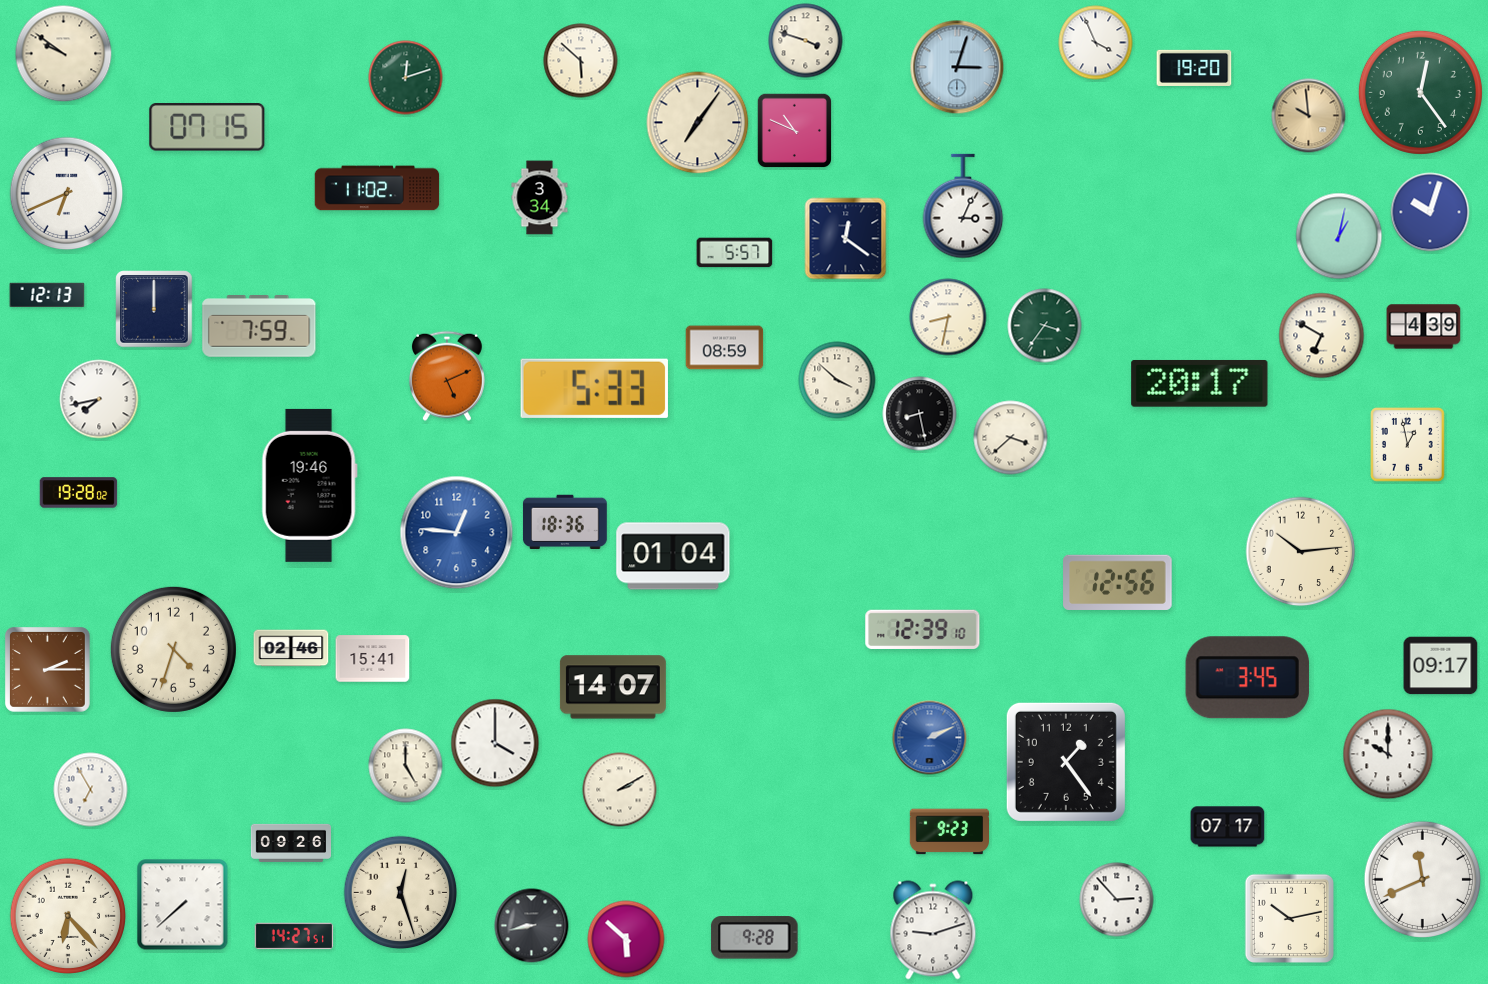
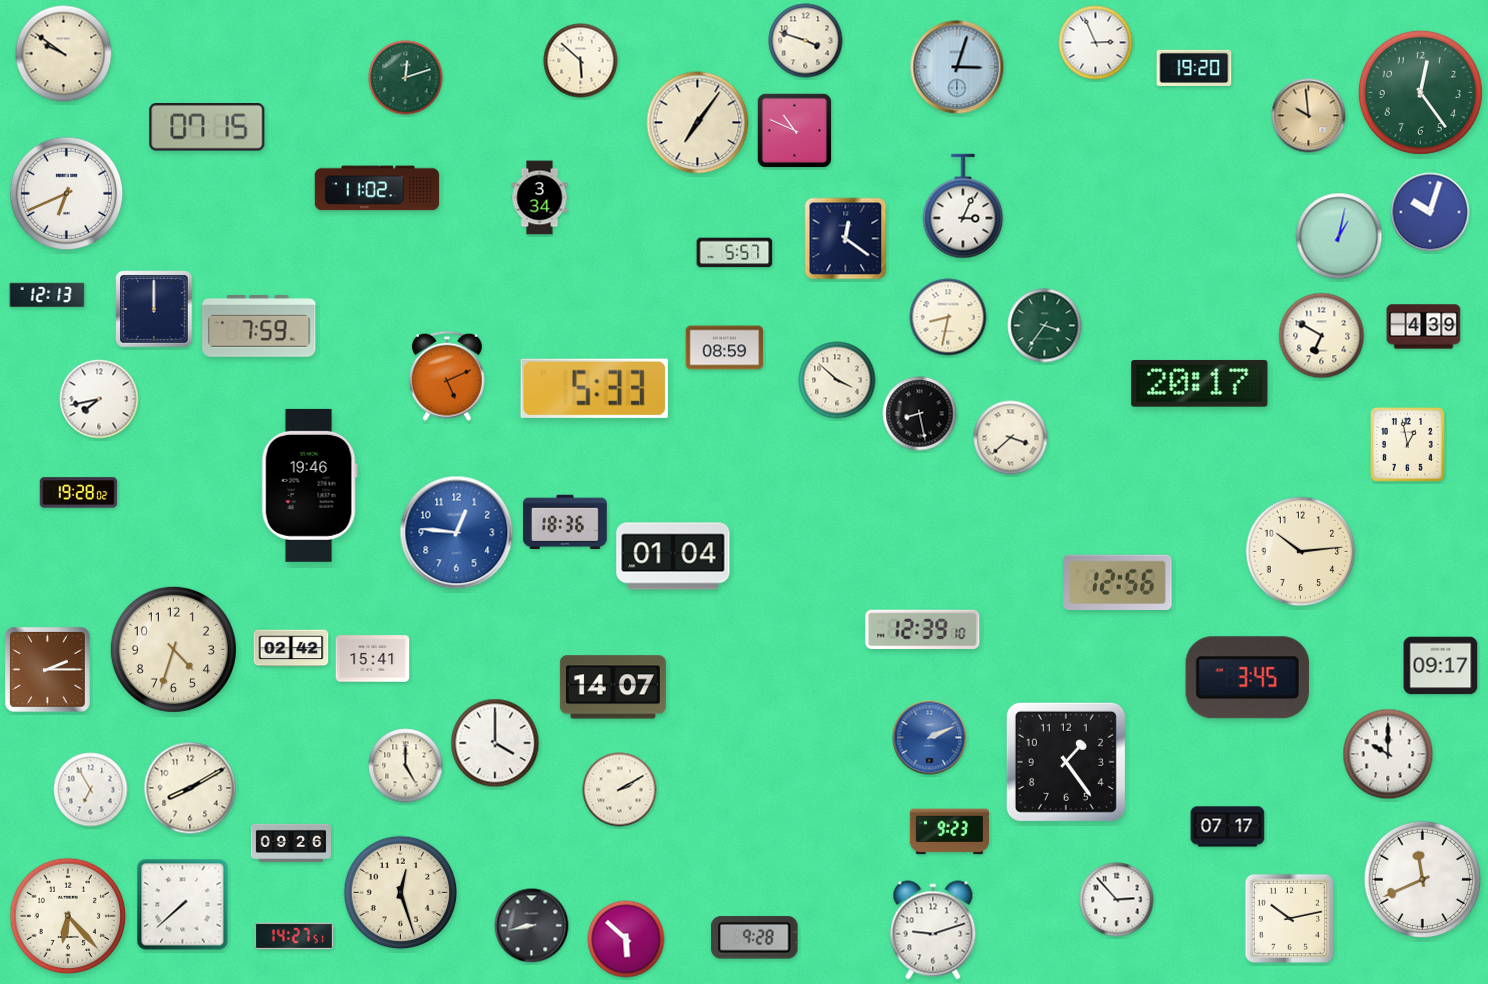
clock at (1096, 43): 3:56 -> 2:56
clock at (291, 648): 02:46 -> 02:42
clock at (190, 788): none -> 8:10
